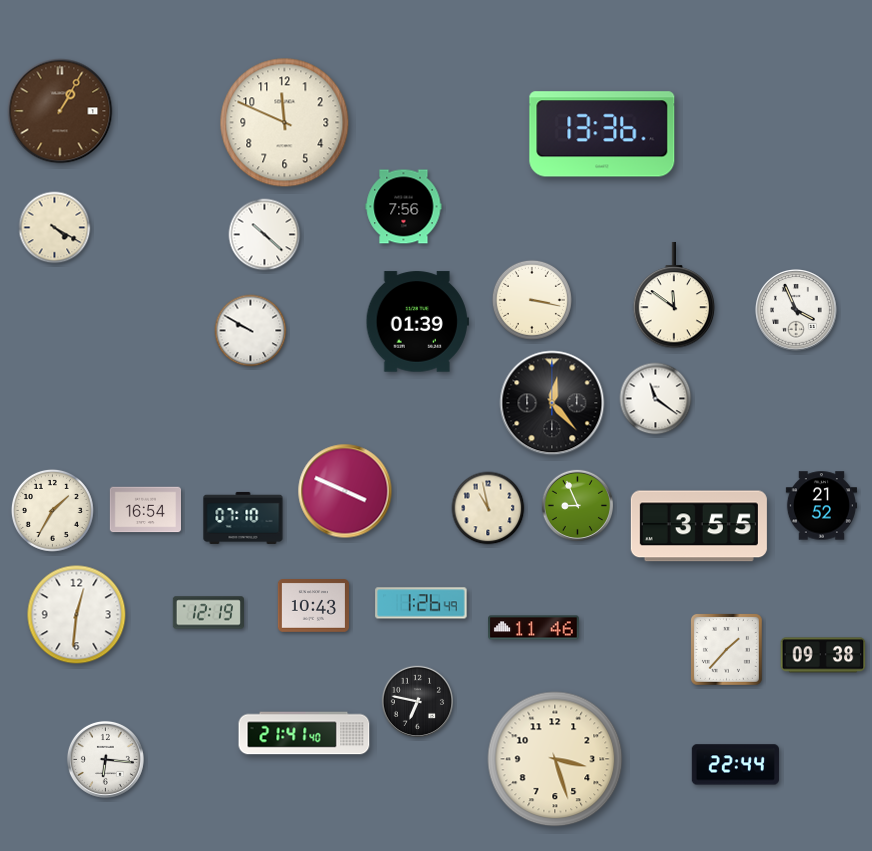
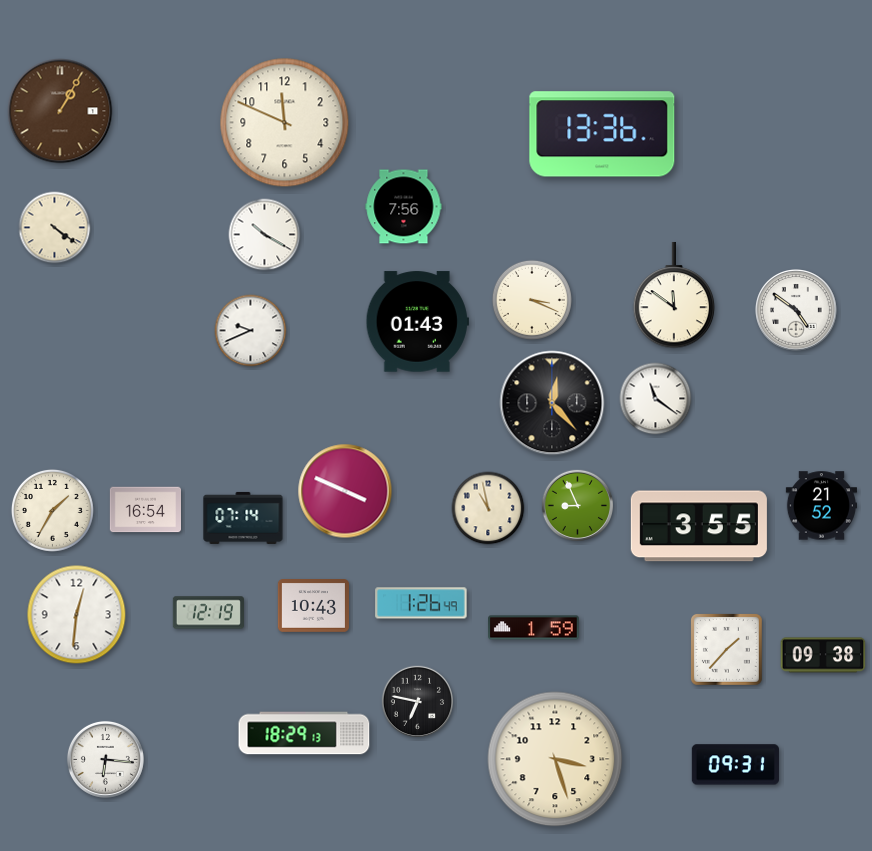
clock at (55, 228): 4:20 -> 4:21
clock at (265, 235): 10:22 -> 10:20
clock at (532, 300): 3:17 -> 3:19
clock at (796, 311): 3:56 -> 4:51
clock at (417, 322): 01:39 -> 01:43
clock at (251, 331): 9:50 -> 9:41
clock at (243, 518): 07:10 -> 07:14
clock at (534, 628): 11:46 -> 1:59
clock at (304, 733): 21:41 -> 18:29
clock at (735, 765): 22:44 -> 09:31
